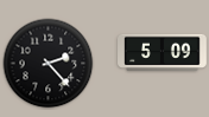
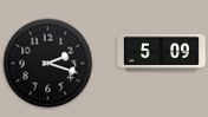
clock at (49, 64): 2:23 -> 2:18
